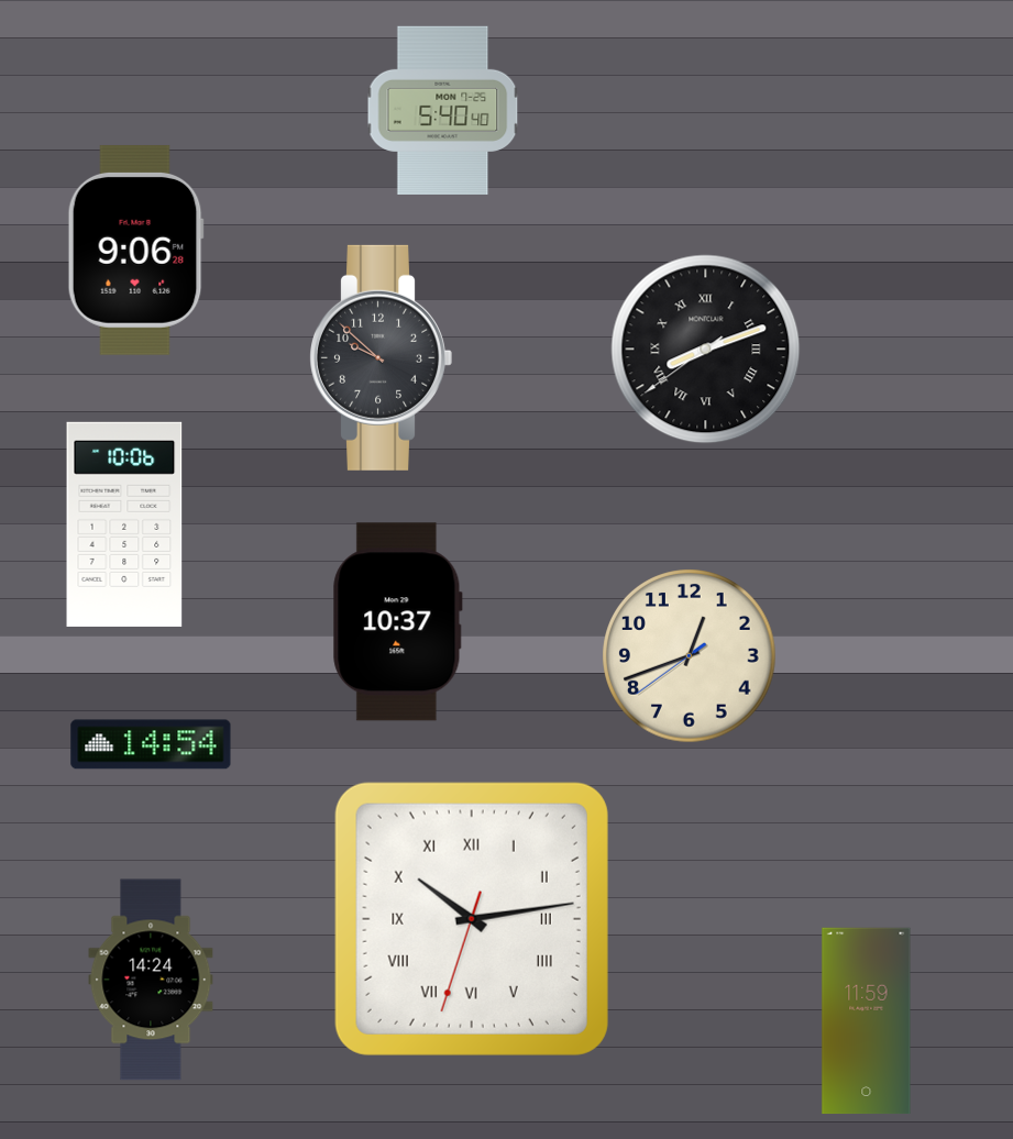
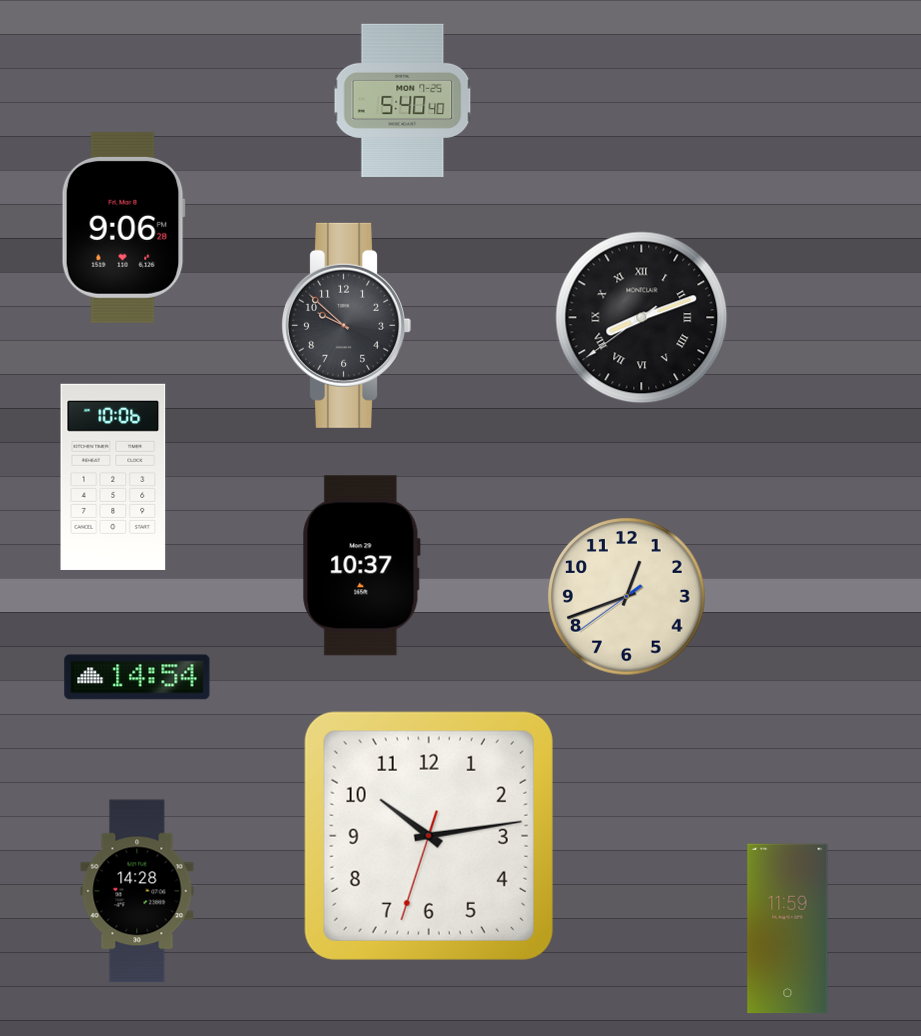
clock at (472, 919) numerals: Roman -> Arabic
clock at (151, 980): 14:24 -> 14:28
